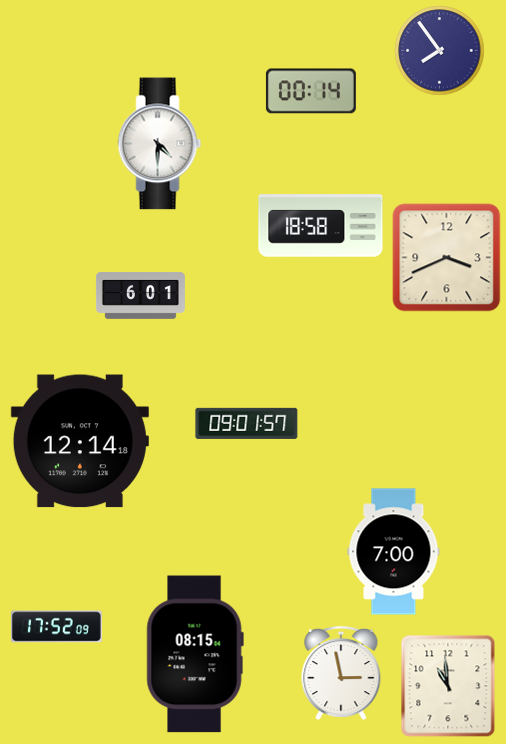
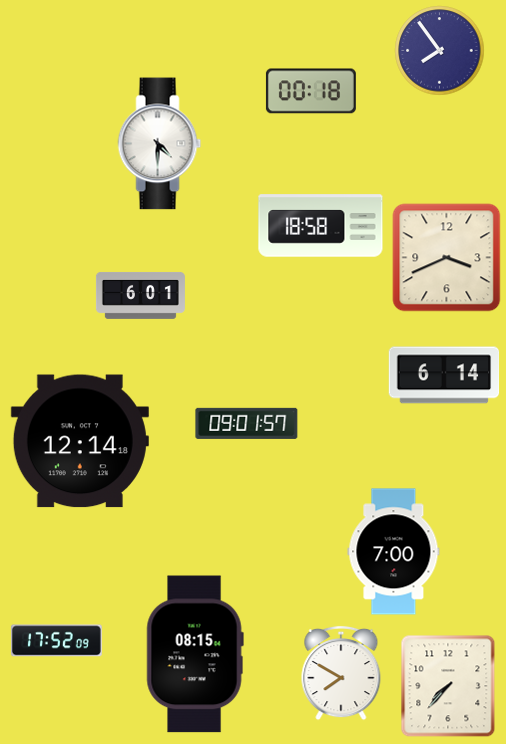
clock at (311, 91): 00:14 -> 00:18
clock at (444, 375): none -> 6:14
clock at (56, 627) position: (56, 627) -> (56, 641)
clock at (341, 673): 2:58 -> 7:50
clock at (448, 686): 10:59 -> 7:37
